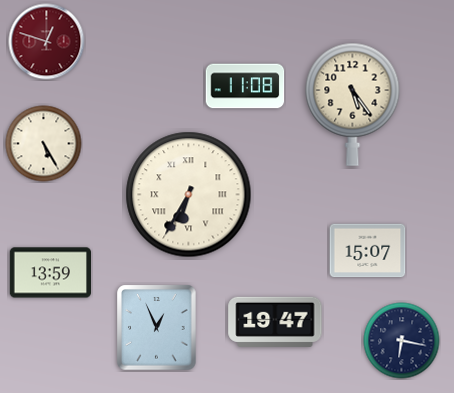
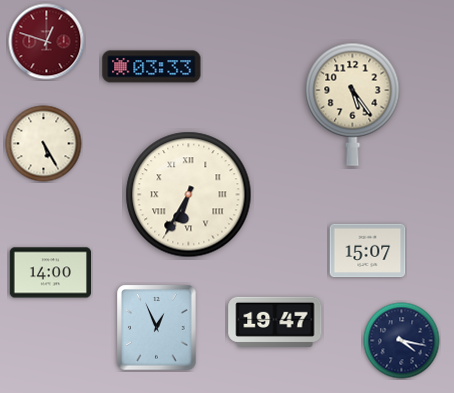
clock at (152, 67): none -> 03:33
clock at (245, 86): 11:08 -> none
clock at (50, 273): 13:59 -> 14:00
clock at (402, 341): 6:17 -> 4:17
